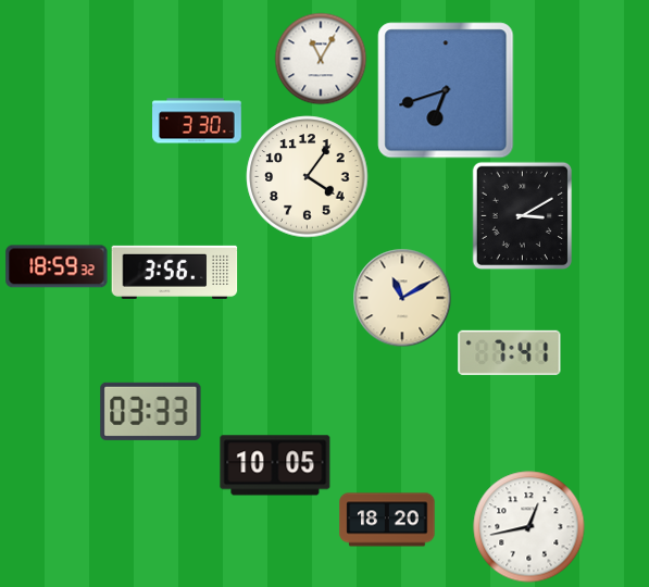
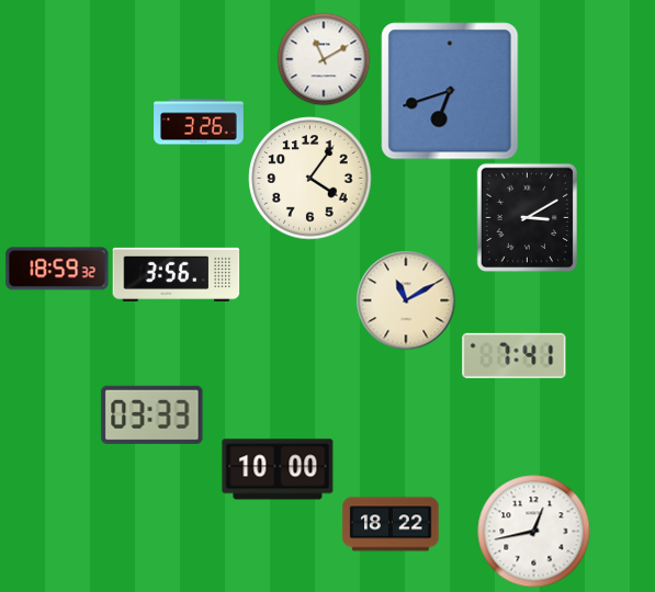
clock at (321, 59): 11:05 -> 11:10
clock at (197, 121): 3:30 -> 3:26
clock at (275, 465): 10:05 -> 10:00
clock at (387, 520): 18:20 -> 18:22
